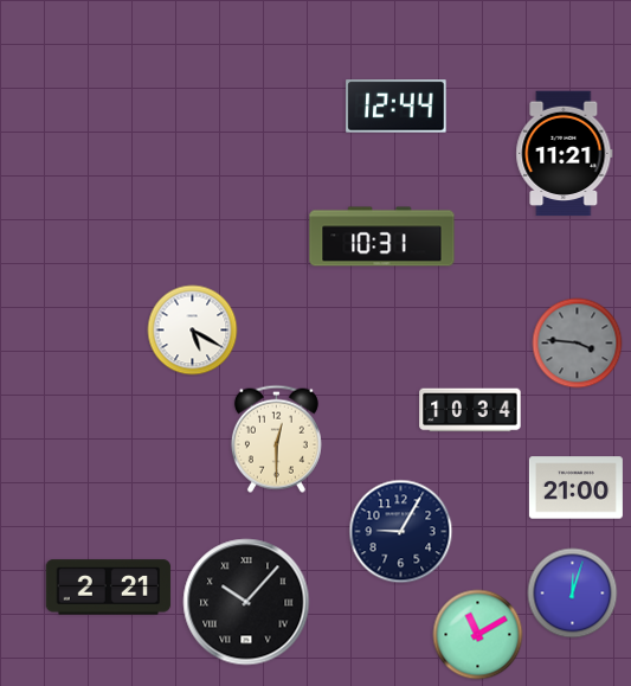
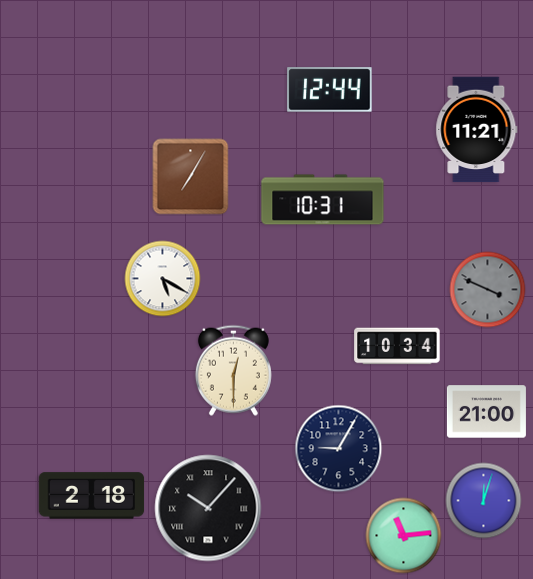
clock at (397, 107) position: (397, 107) -> (330, 90)
clock at (191, 177): none -> 7:05
clock at (578, 344): 3:46 -> 3:49
clock at (109, 588): 2:21 -> 2:18
clock at (478, 635): 11:10 -> 11:14
